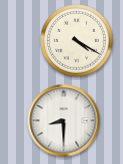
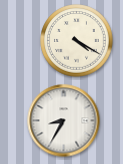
clock at (64, 121): 8:30 -> 8:35
